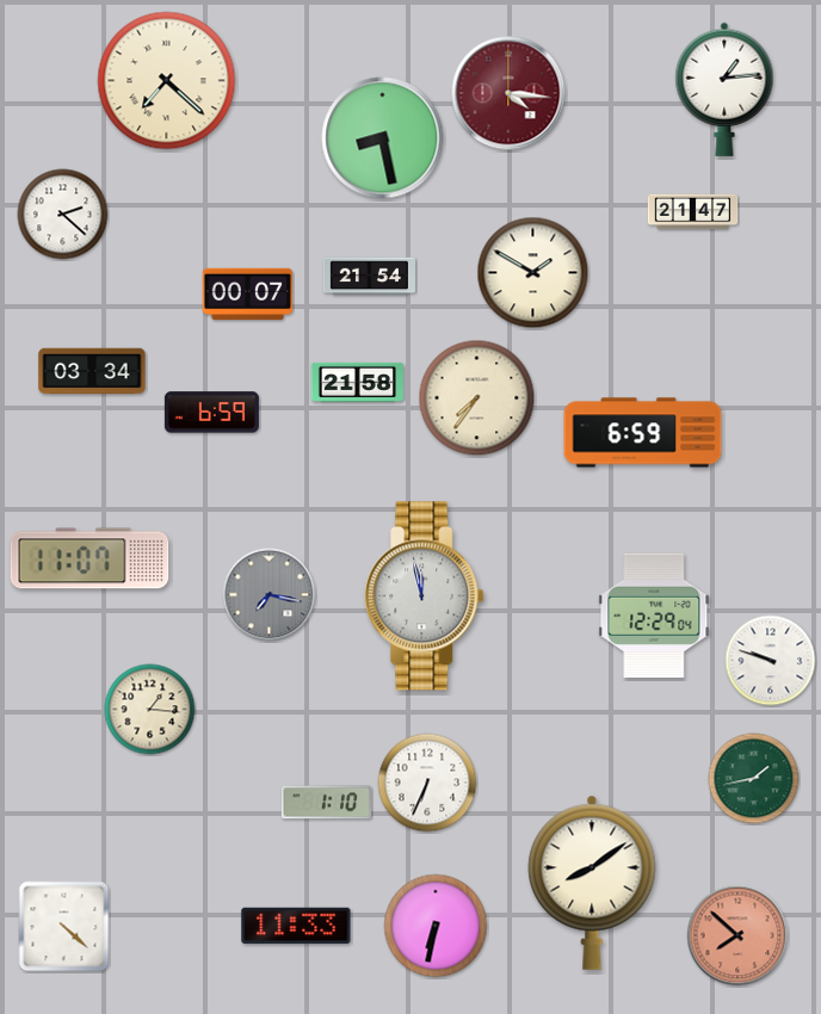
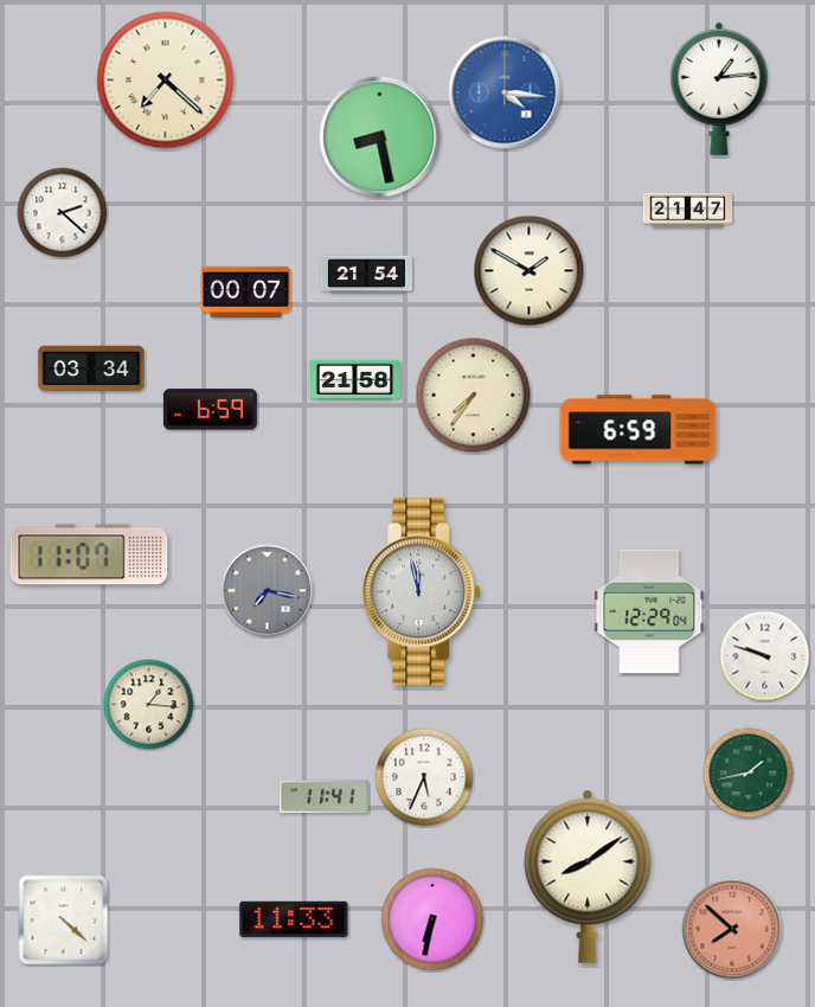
clock at (508, 93) dial: burgundy -> blue
clock at (427, 783): 6:34 -> 5:34
clock at (327, 803): 1:10 -> 11:41
